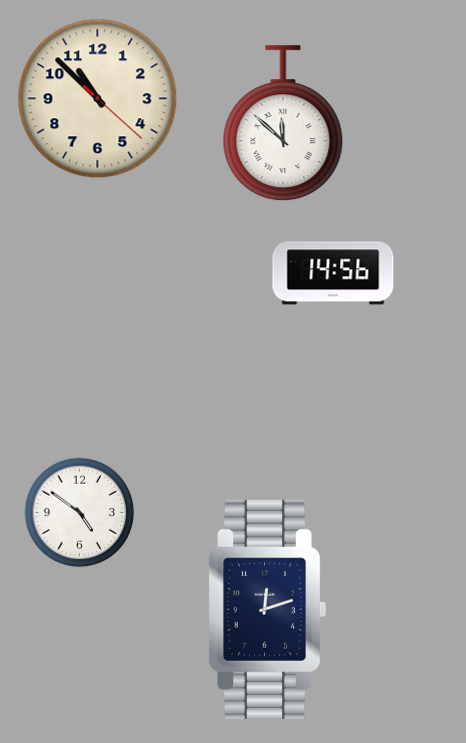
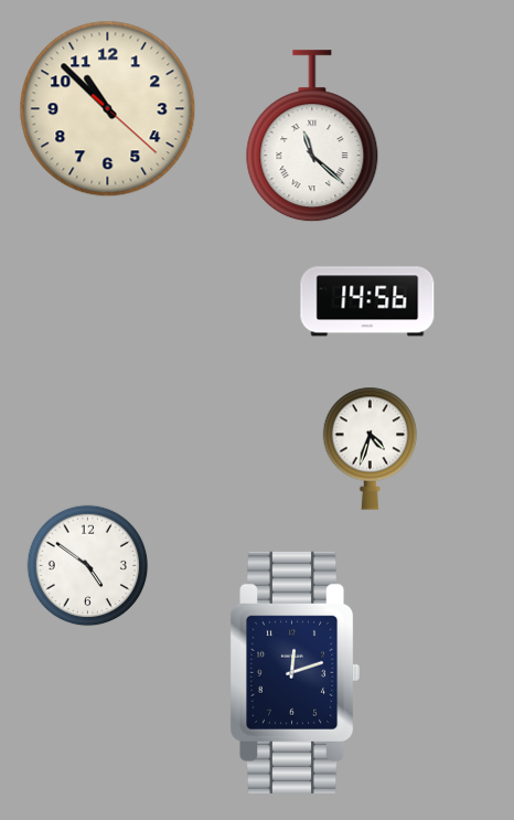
clock at (283, 124): 11:52 -> 11:22
clock at (371, 448): none -> 4:33
